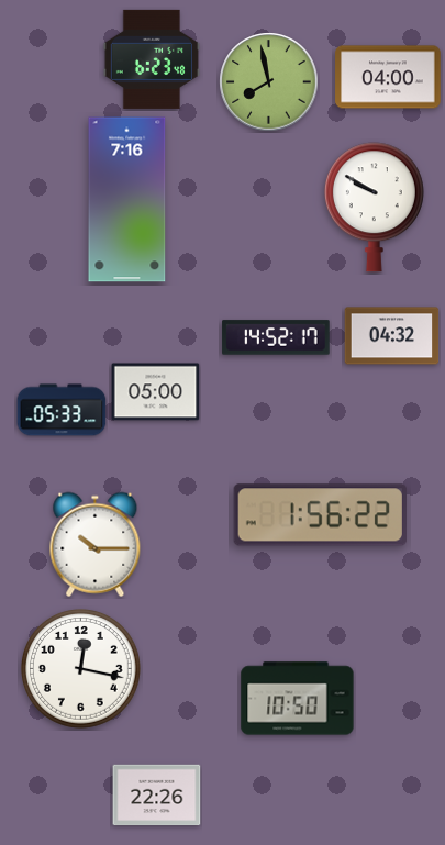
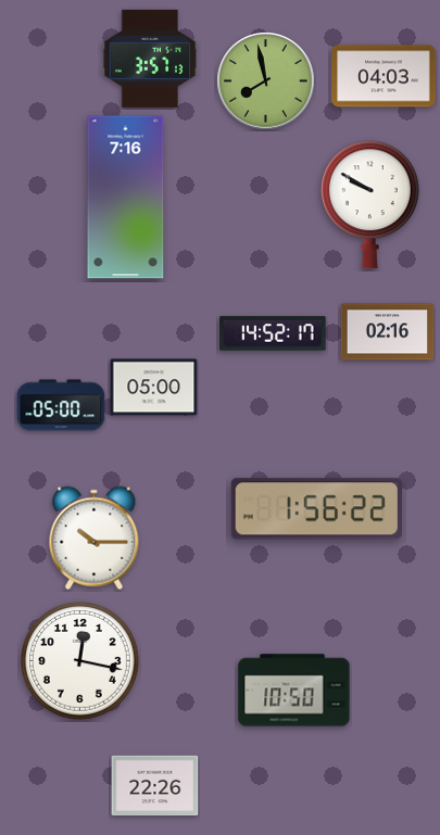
clock at (152, 59): 6:23 -> 3:57
clock at (388, 77): 04:00 -> 04:03
clock at (392, 336): 04:32 -> 02:16
clock at (62, 410): 05:33 -> 05:00
